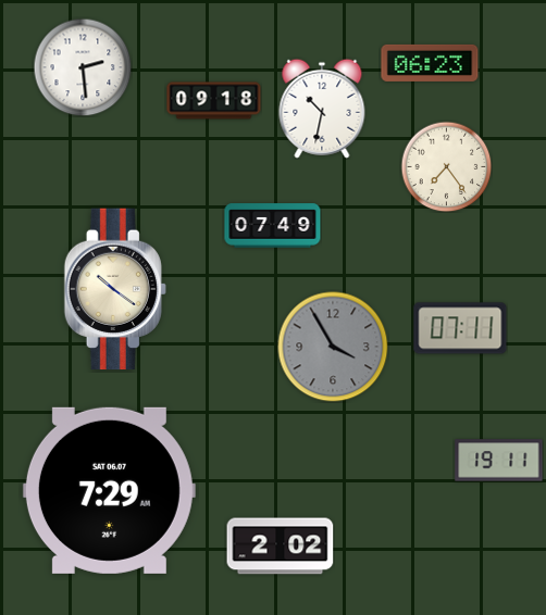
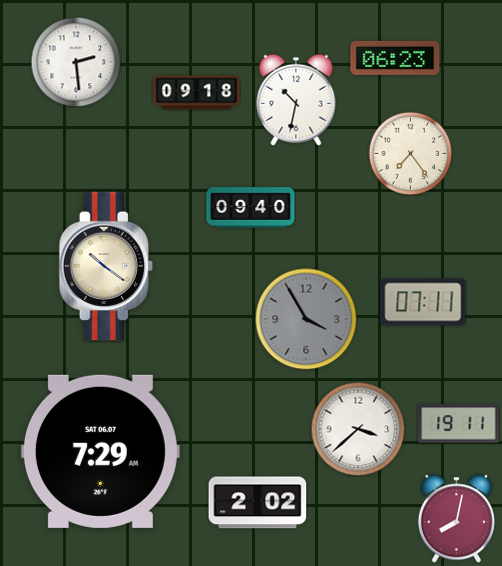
clock at (273, 226): 07:49 -> 09:40
clock at (358, 429): none -> 3:38
clock at (456, 519): none -> 8:02
